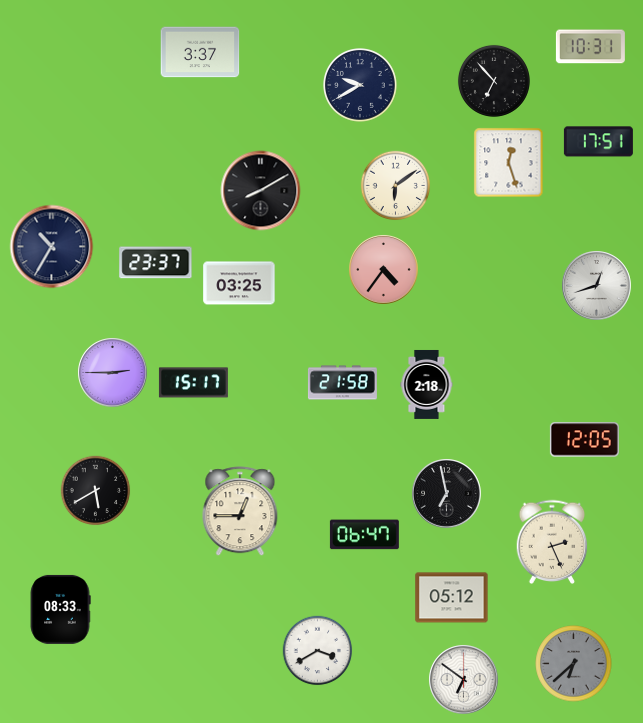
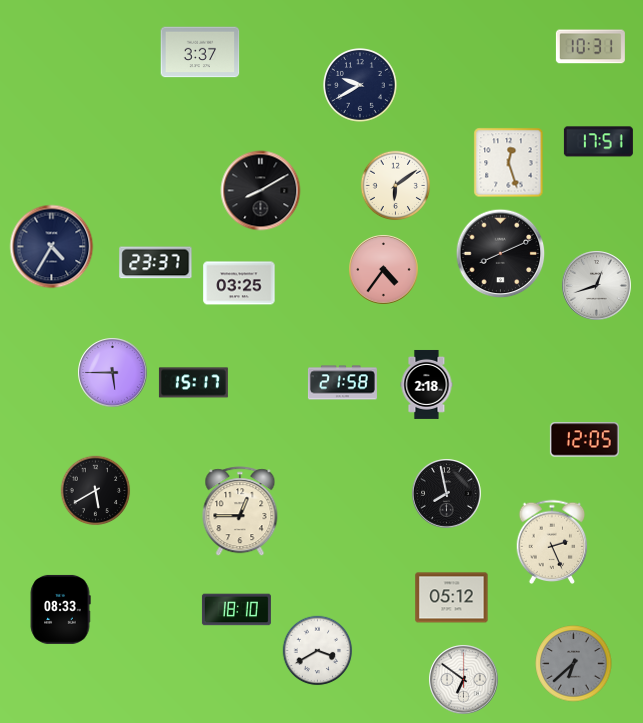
clock at (494, 81): 6:53 -> none
clock at (52, 247): 10:35 -> 4:35
clock at (501, 254): none -> 8:11
clock at (113, 373): 2:45 -> 5:45
clock at (447, 494): 6:58 -> 7:58
clock at (364, 535): 06:47 -> none
clock at (236, 610): none -> 18:10
